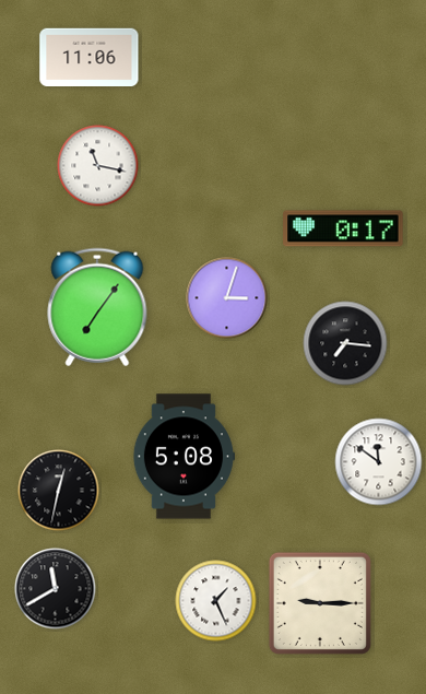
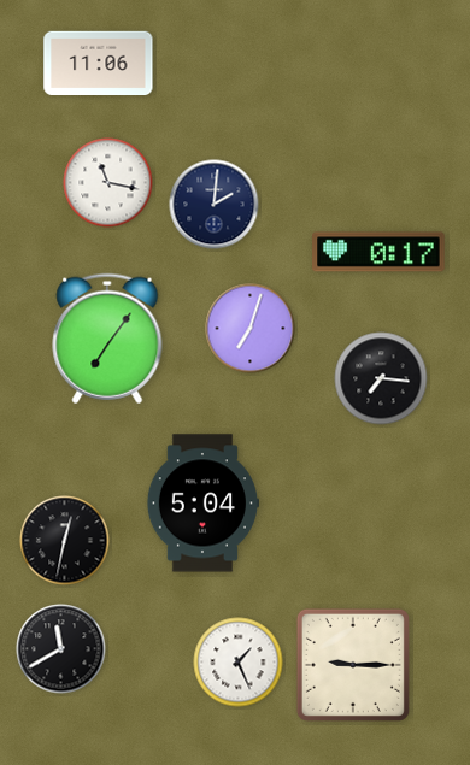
clock at (215, 205): none -> 2:01
clock at (227, 298): 3:03 -> 7:03
clock at (184, 457): 5:08 -> 5:04
clock at (379, 462): 11:51 -> none
